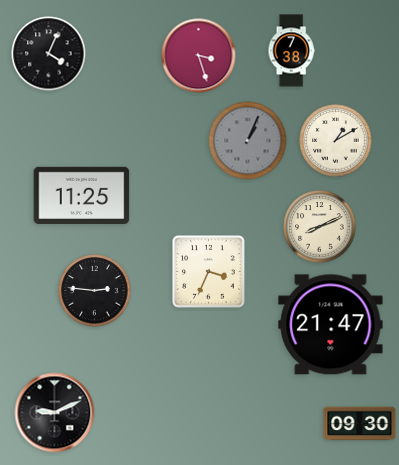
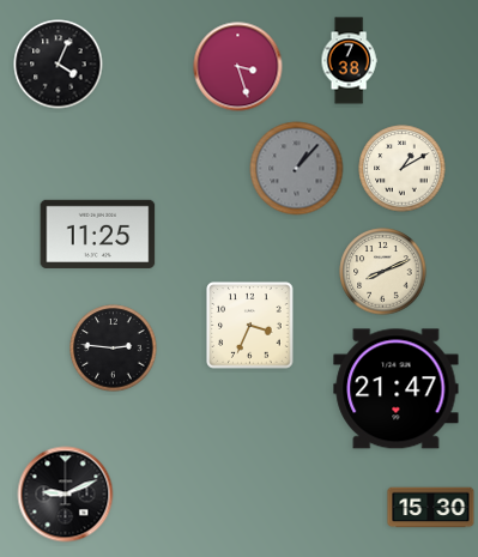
clock at (248, 141): 1:04 -> 1:07
clock at (360, 424): 09:30 -> 15:30
